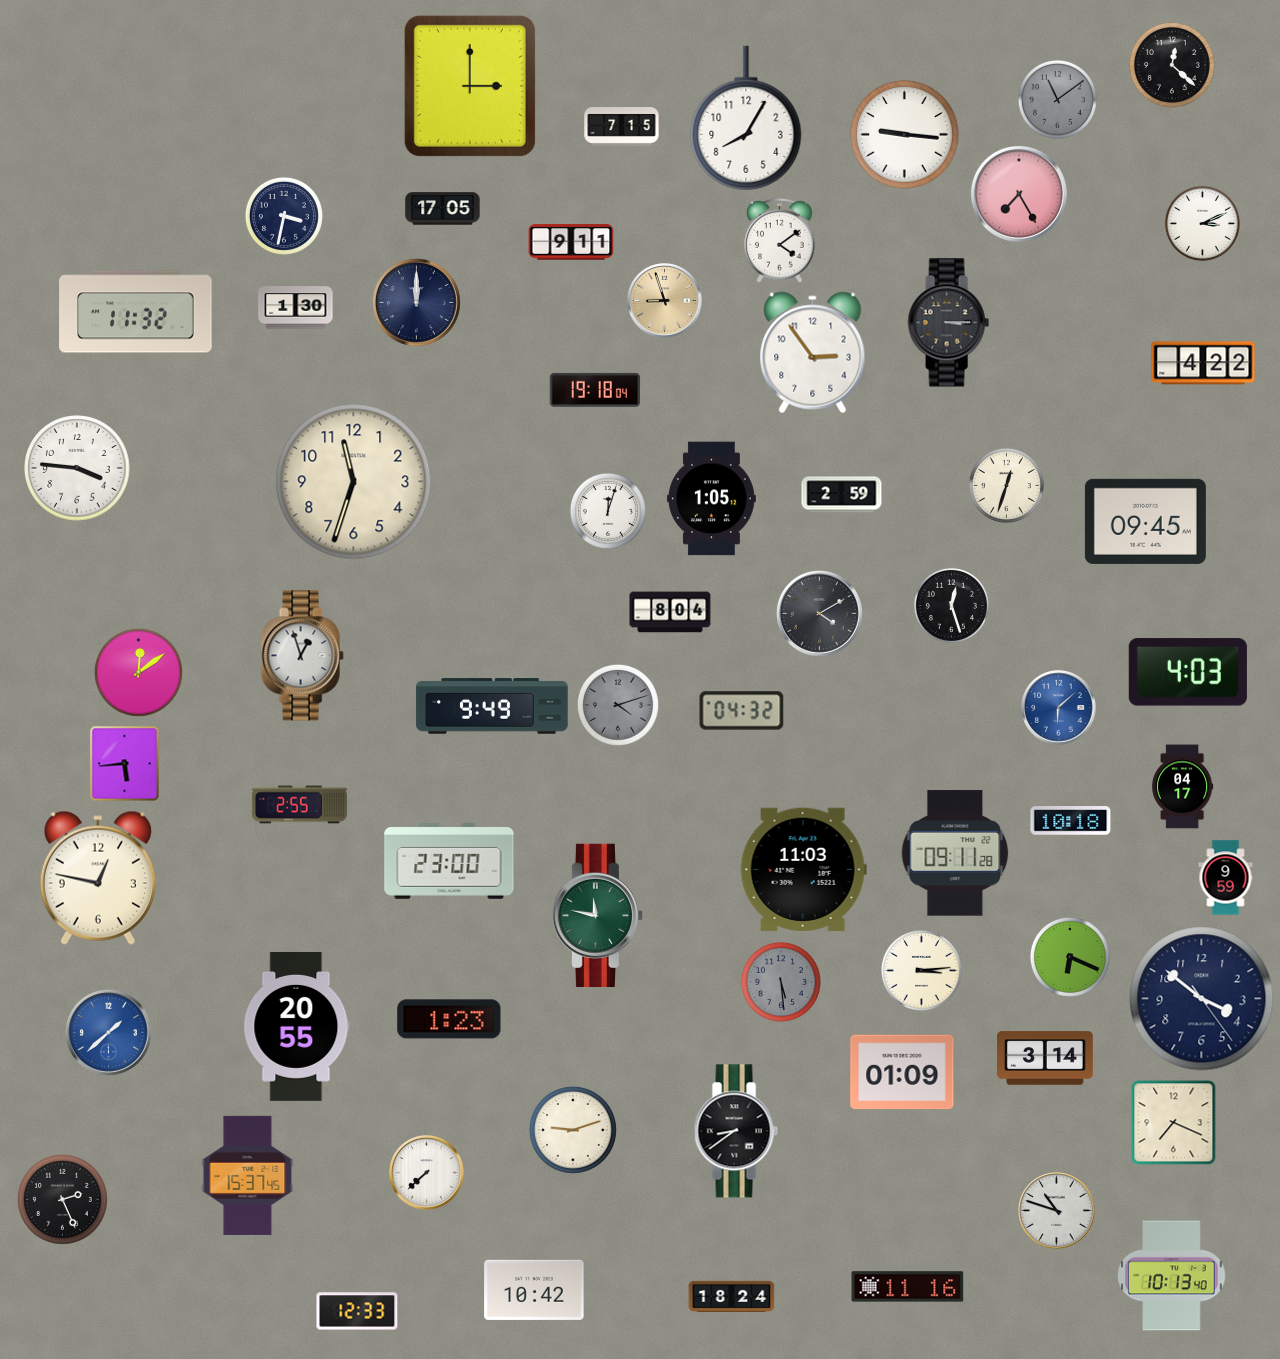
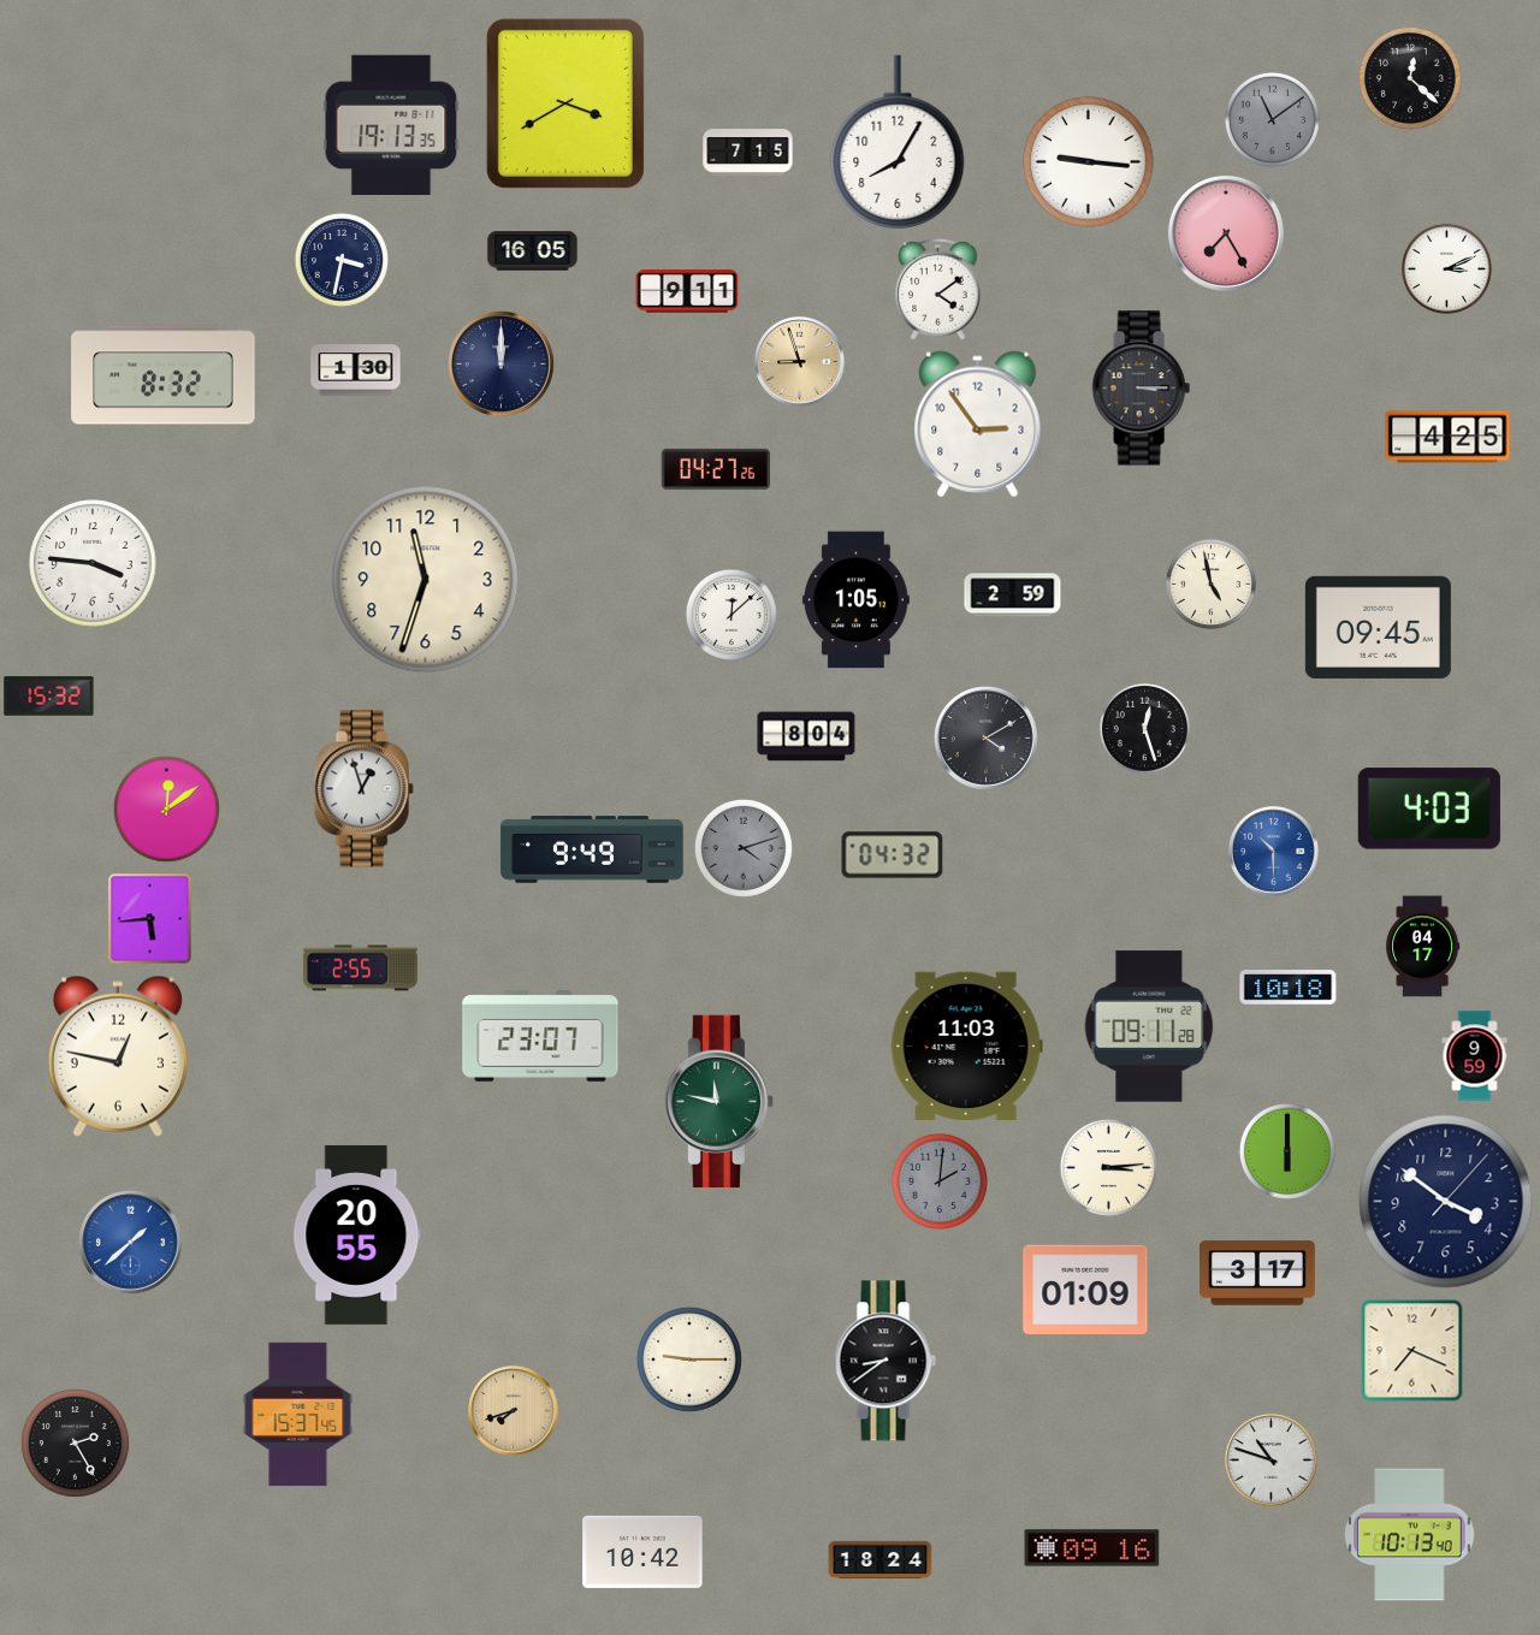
clock at (470, 86): 3:00 -> 3:40
clock at (391, 125): none -> 19:13
clock at (443, 209): 17:05 -> 16:05
clock at (136, 312): 11:32 -> 8:32
clock at (1203, 363): 4:22 -> 4:25
clock at (594, 390): 19:18 -> 04:27
clock at (1006, 485): 12:33 -> 4:58
clock at (608, 511): 12:03 -> 12:08
clock at (49, 697): none -> 15:32
clock at (1059, 708): 6:08 -> 10:30
clock at (449, 862): 23:00 -> 23:07
clock at (1070, 957): 6:19 -> 6:00
clock at (781, 982): 5:29 -> 2:01
clock at (1202, 999): 3:51:24 -> 3:51:07
clock at (449, 1019): 1:23 -> none
clock at (1046, 1058): 3:14 -> 3:17
clock at (573, 1130): 9:12 -> 9:15
clock at (427, 1173): 7:38 -> 7:42
clock at (427, 1173) dial: white -> champagne
clock at (62, 1199): 2:26 -> 2:25
clock at (1057, 1211) position: (1057, 1211) -> (1272, 1461)
clock at (908, 1287): 11:16 -> 09:16
clock at (357, 1311): 12:33 -> none
